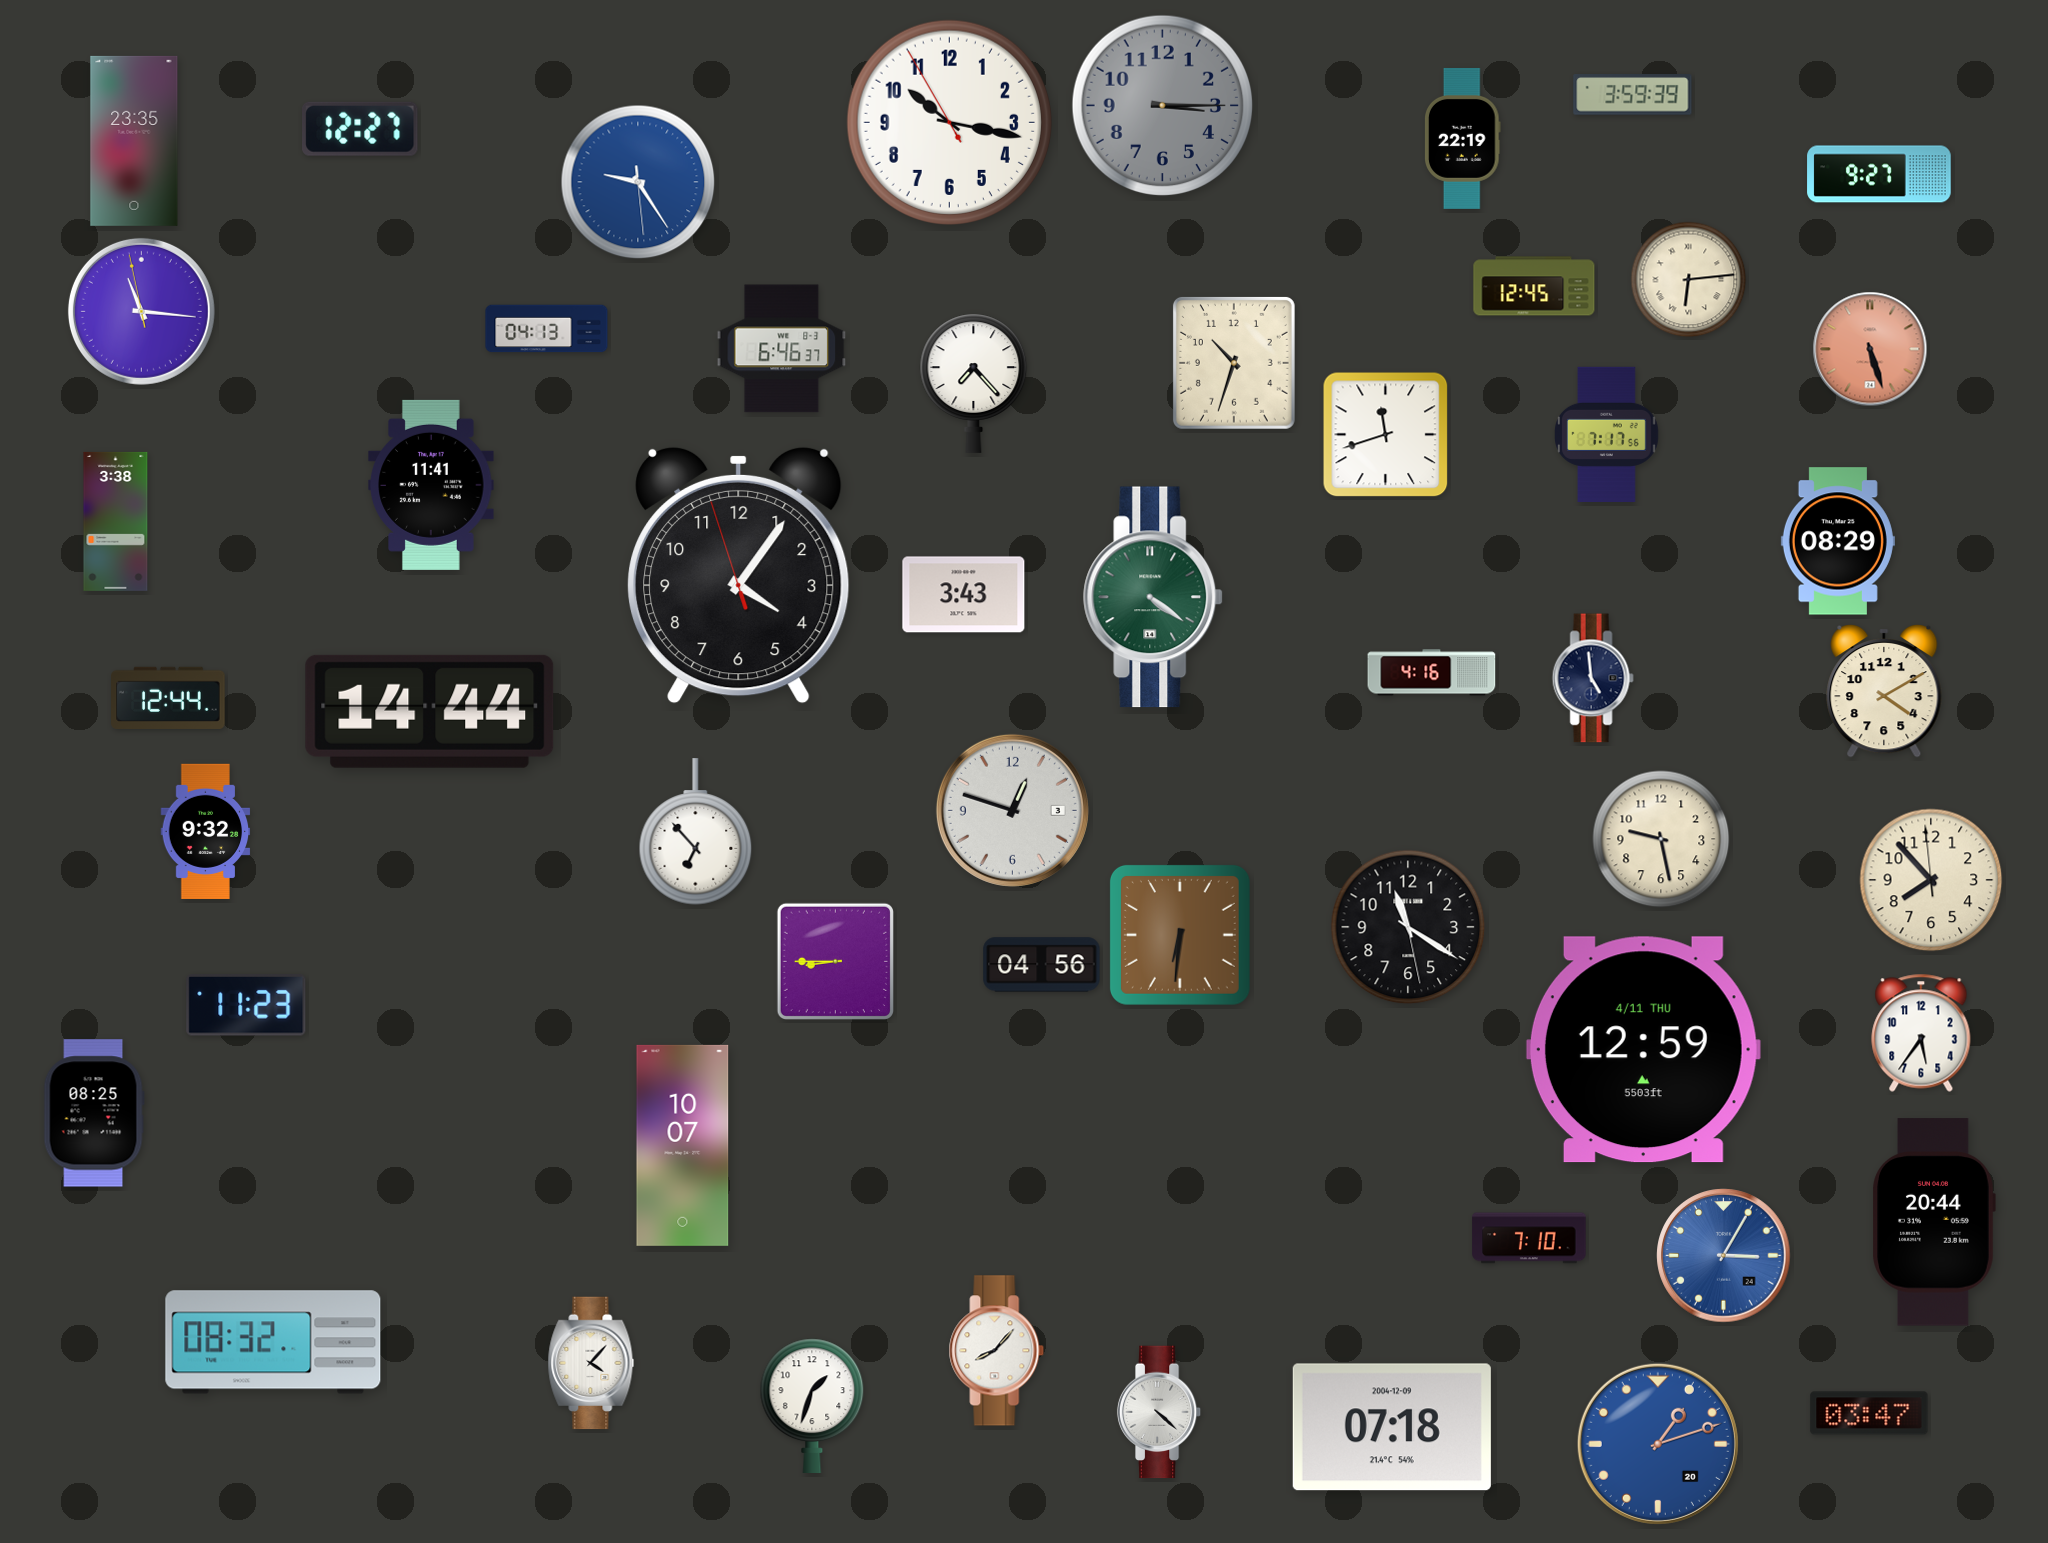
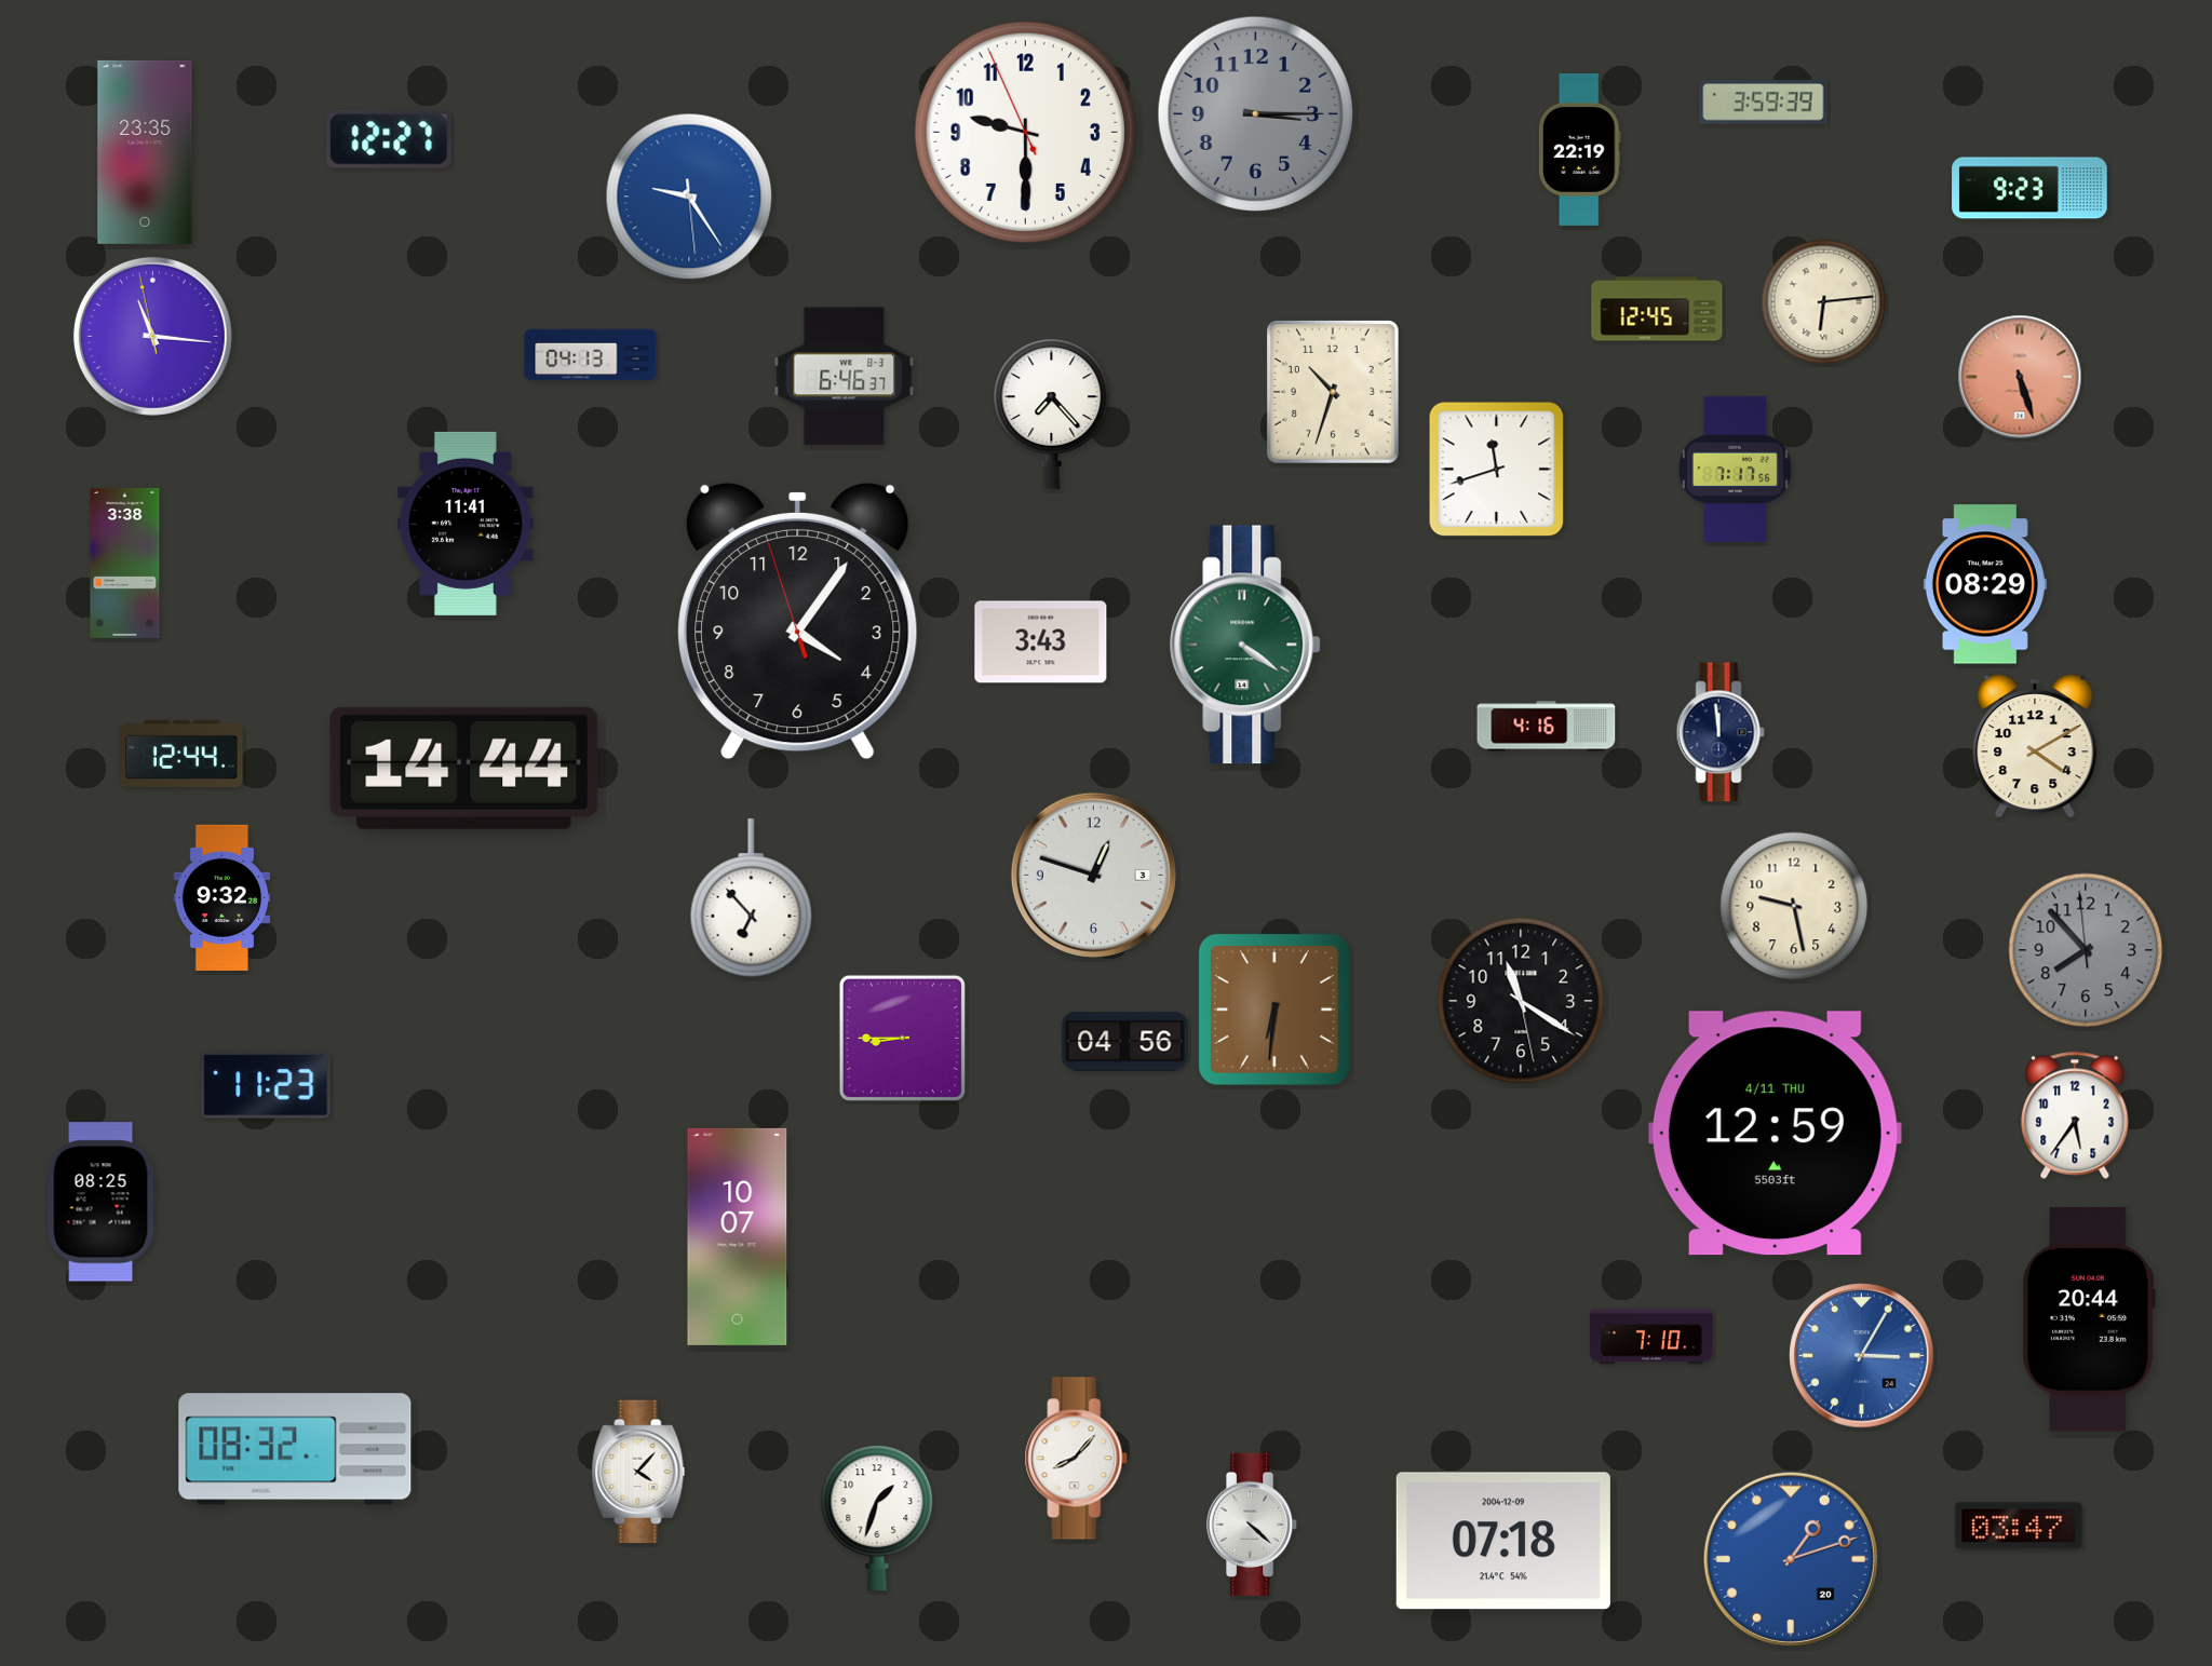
clock at (949, 122): 10:16 -> 9:29
clock at (1879, 174): 9:27 -> 9:23
clock at (1593, 678): 4:59 -> 11:59
clock at (1931, 880) dial: cream -> grey
